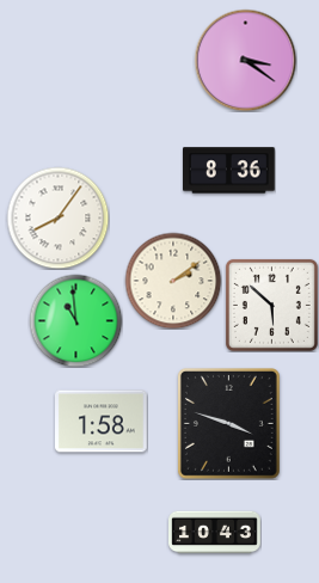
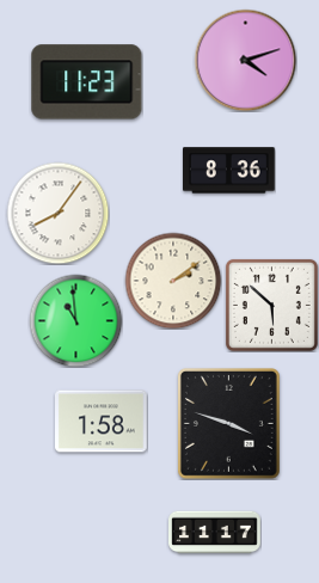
clock at (245, 60): 3:21 -> 4:12
clock at (87, 82): none -> 11:23
clock at (57, 217) position: (57, 217) -> (57, 213)
clock at (215, 533): 10:43 -> 11:17
